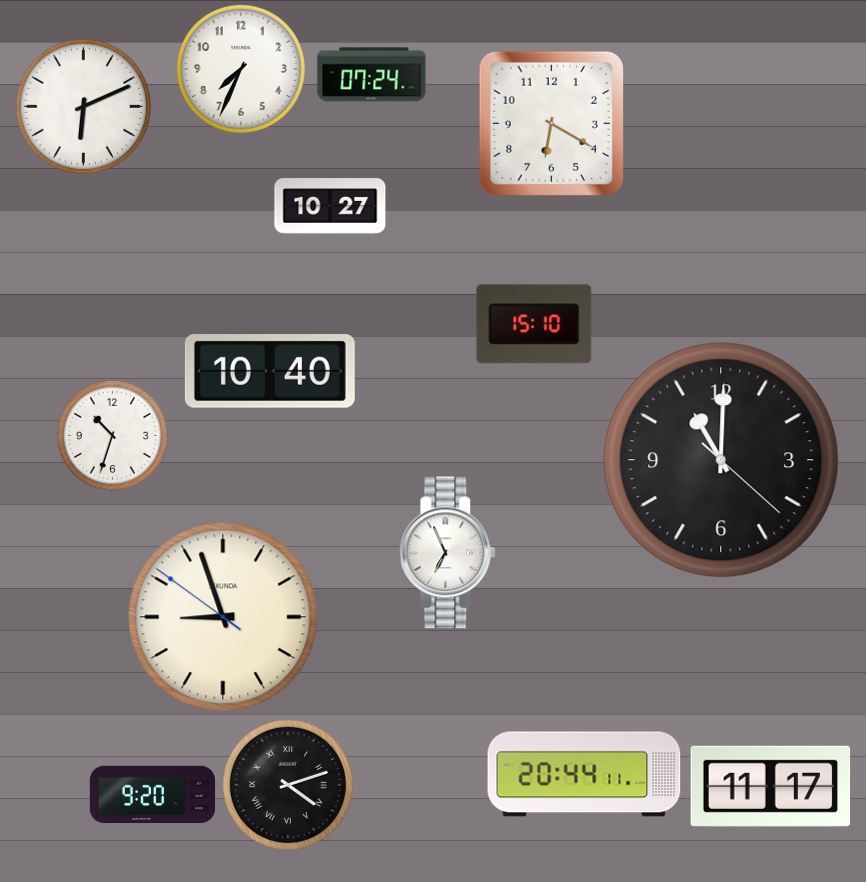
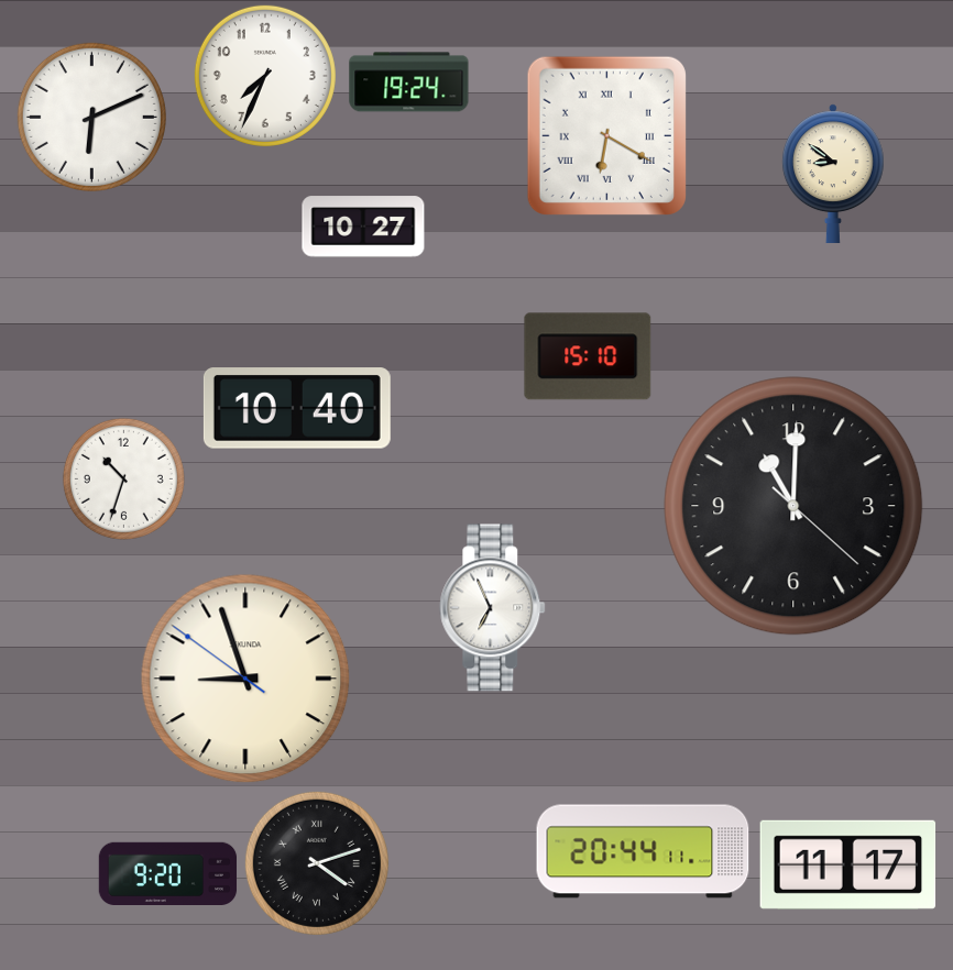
clock at (372, 75): 07:24 -> 19:24
clock at (551, 123) numerals: Arabic -> Roman
clock at (833, 174): none -> 8:51
